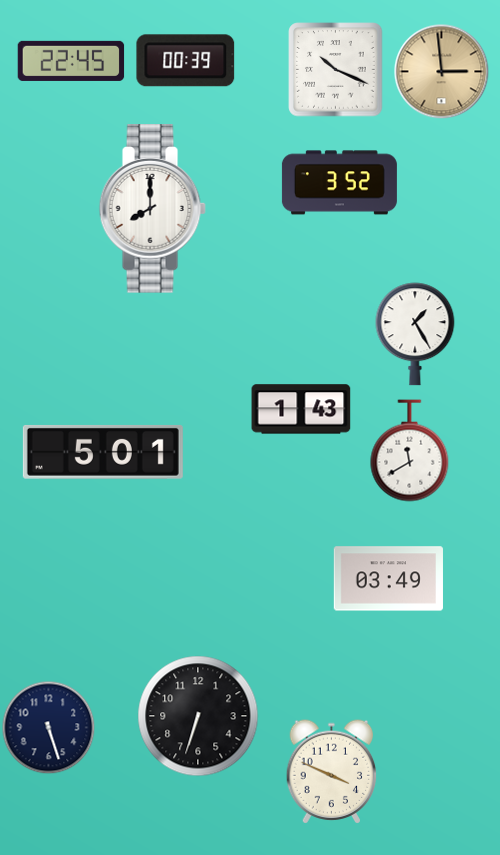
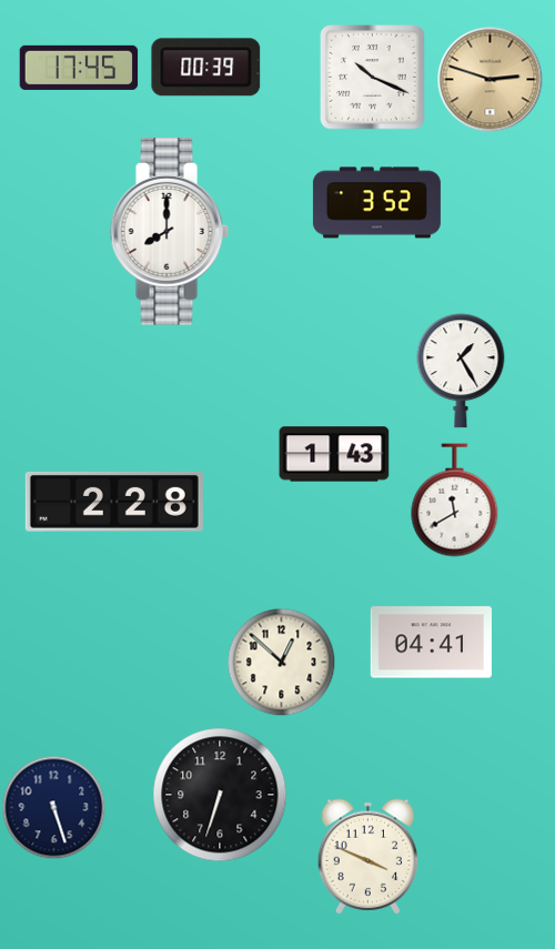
clock at (71, 61): 22:45 -> 17:45
clock at (441, 71): 2:59 -> 2:48
clock at (103, 452): 5:01 -> 2:28
clock at (388, 579): 03:49 -> 04:41
clock at (281, 662): none -> 12:52
